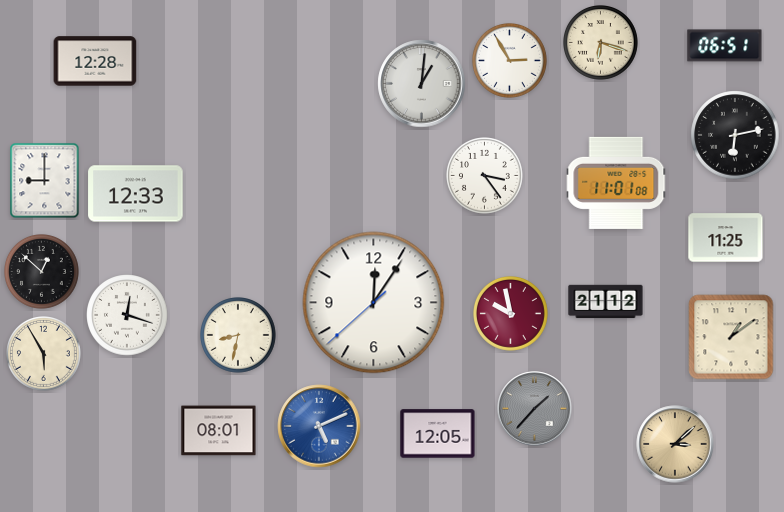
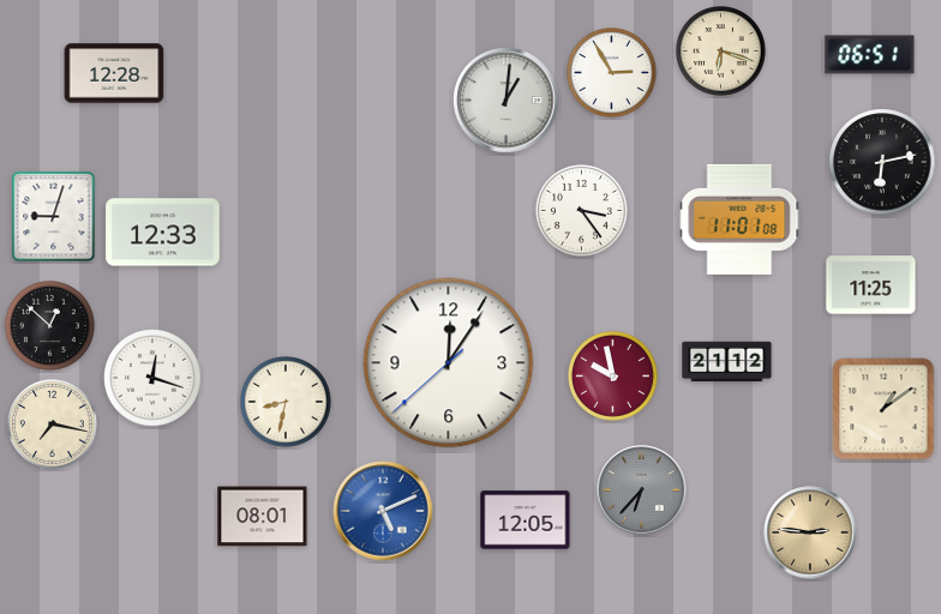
clock at (45, 181): 9:00 -> 9:03
clock at (731, 337) position: (731, 337) -> (883, 409)
clock at (44, 354): 5:55 -> 7:17
clock at (535, 409): 1:37 -> 6:37
clock at (675, 444): 3:08 -> 2:46
